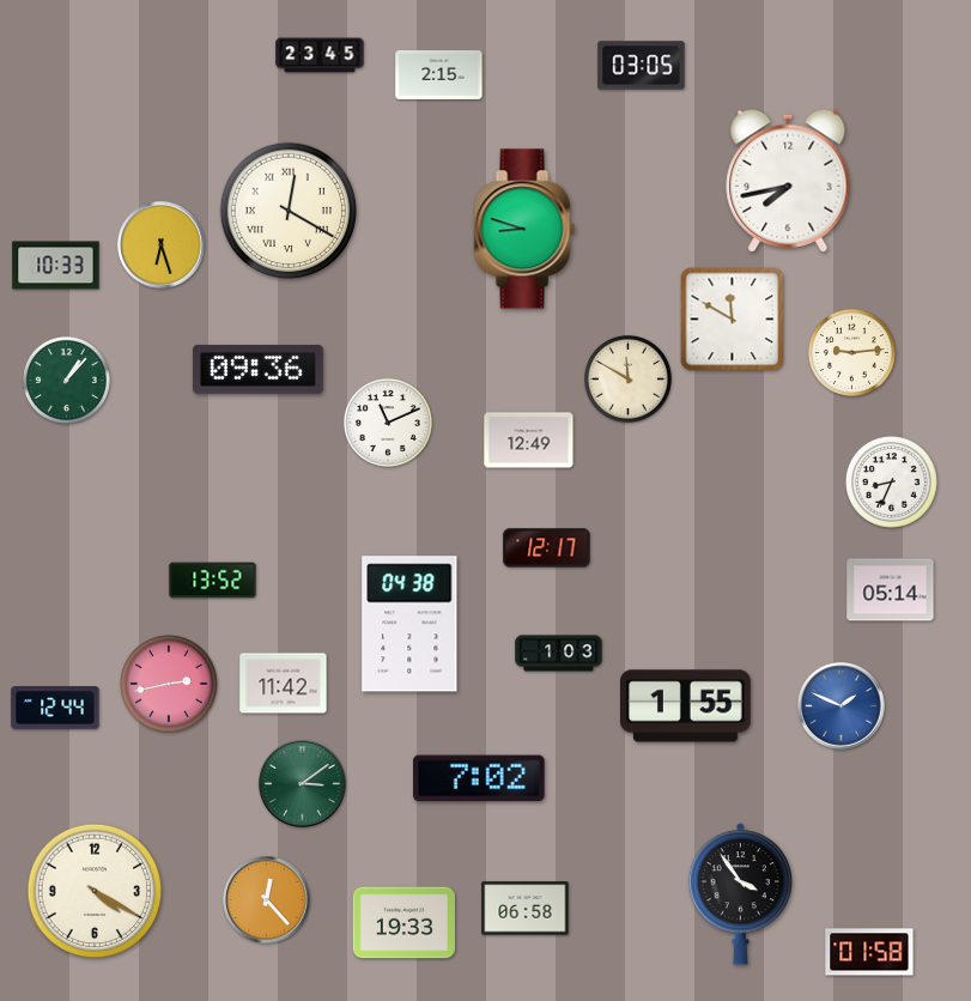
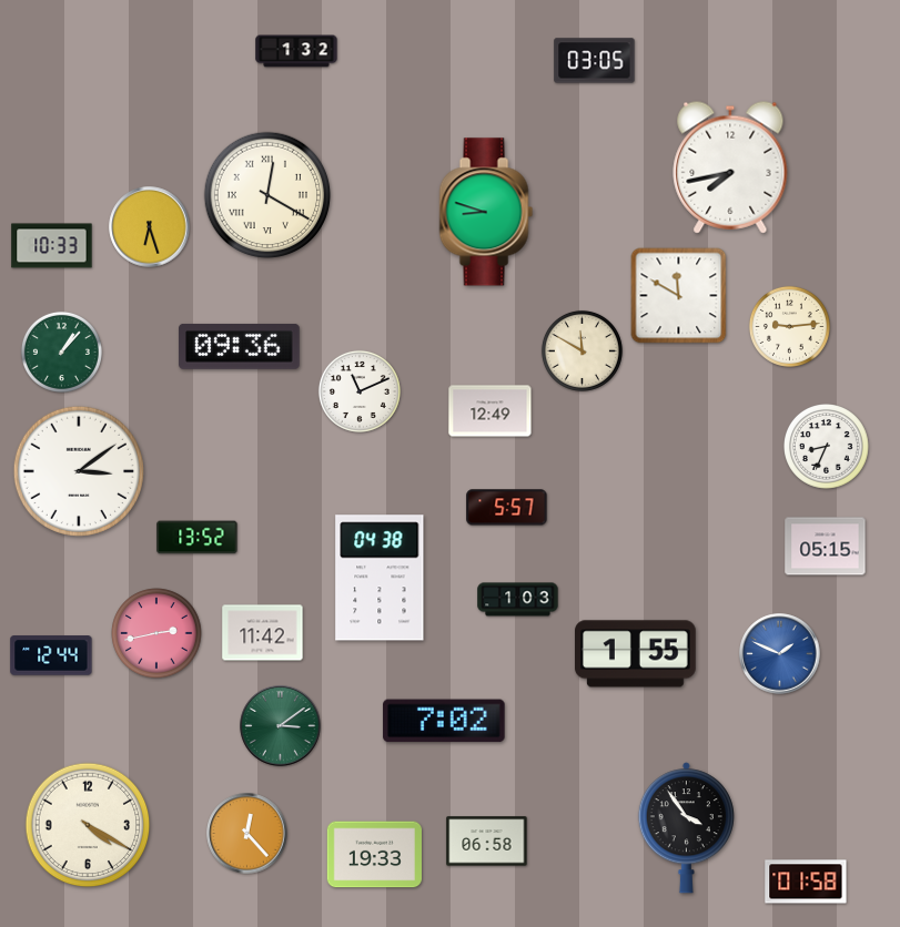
clock at (320, 55): 23:45 -> 1:32
clock at (439, 74): 2:15 -> none
clock at (259, 369) position: (259, 369) -> (240, 346)
clock at (529, 441) position: (529, 441) -> (491, 411)
clock at (79, 471): none -> 3:09
clock at (547, 548): 12:17 -> 5:57
clock at (891, 590): 05:14 -> 05:15
clock at (559, 654) position: (559, 654) -> (518, 600)
